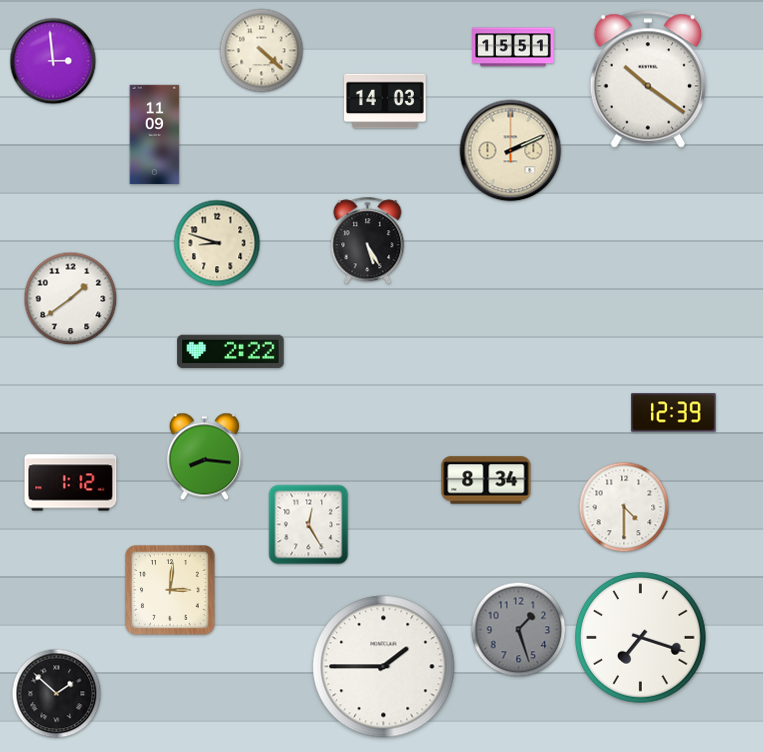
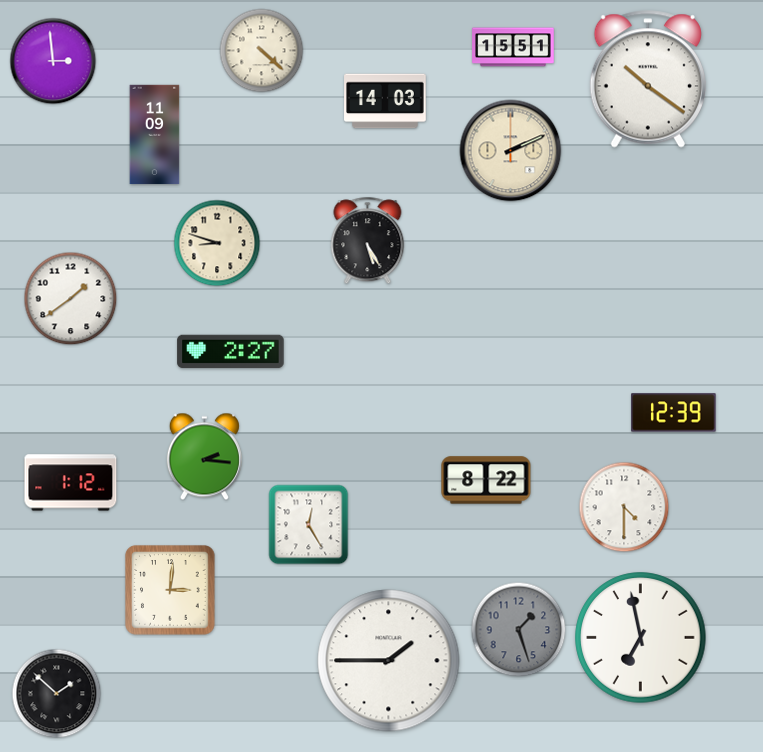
clock at (231, 352): 2:22 -> 2:27
clock at (204, 457): 8:16 -> 2:16
clock at (486, 480): 8:34 -> 8:22
clock at (641, 638): 7:18 -> 6:58
clock at (384, 667) position: (384, 667) -> (389, 661)
